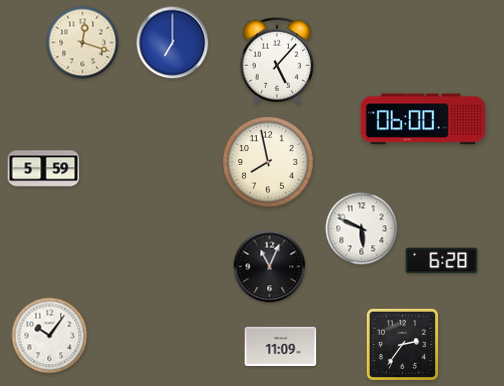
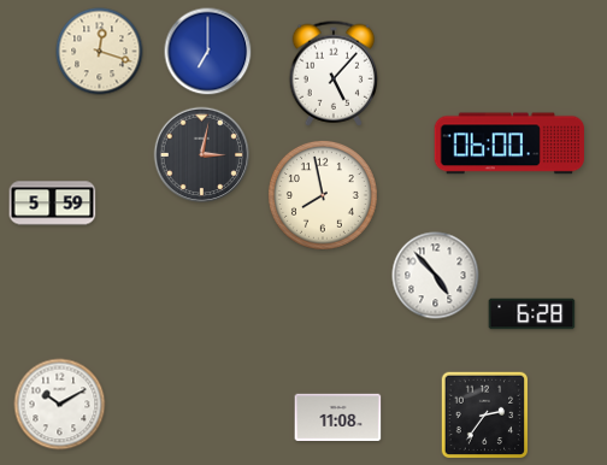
clock at (202, 155): none -> 3:02
clock at (362, 229): 5:49 -> 4:53
clock at (270, 267): 11:04 -> none
clock at (50, 336): 10:06 -> 10:10
clock at (281, 347): 11:09 -> 11:08
